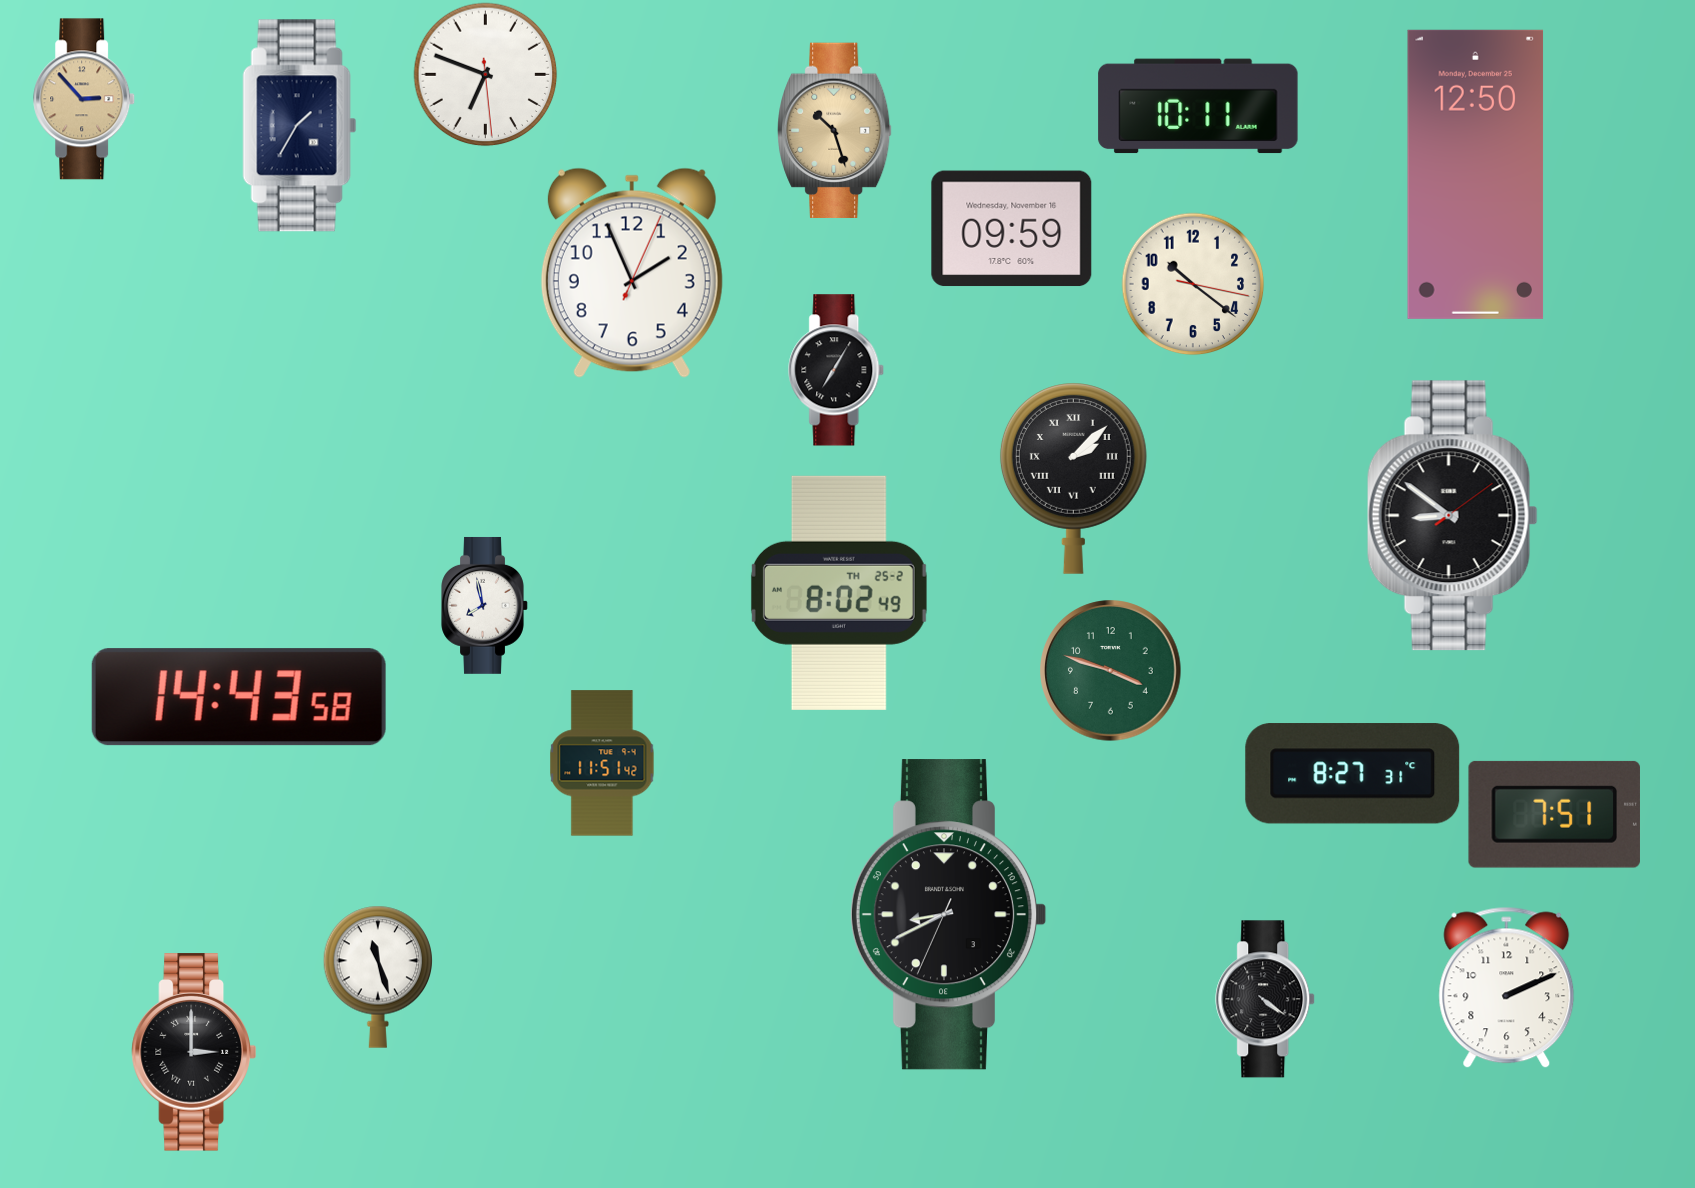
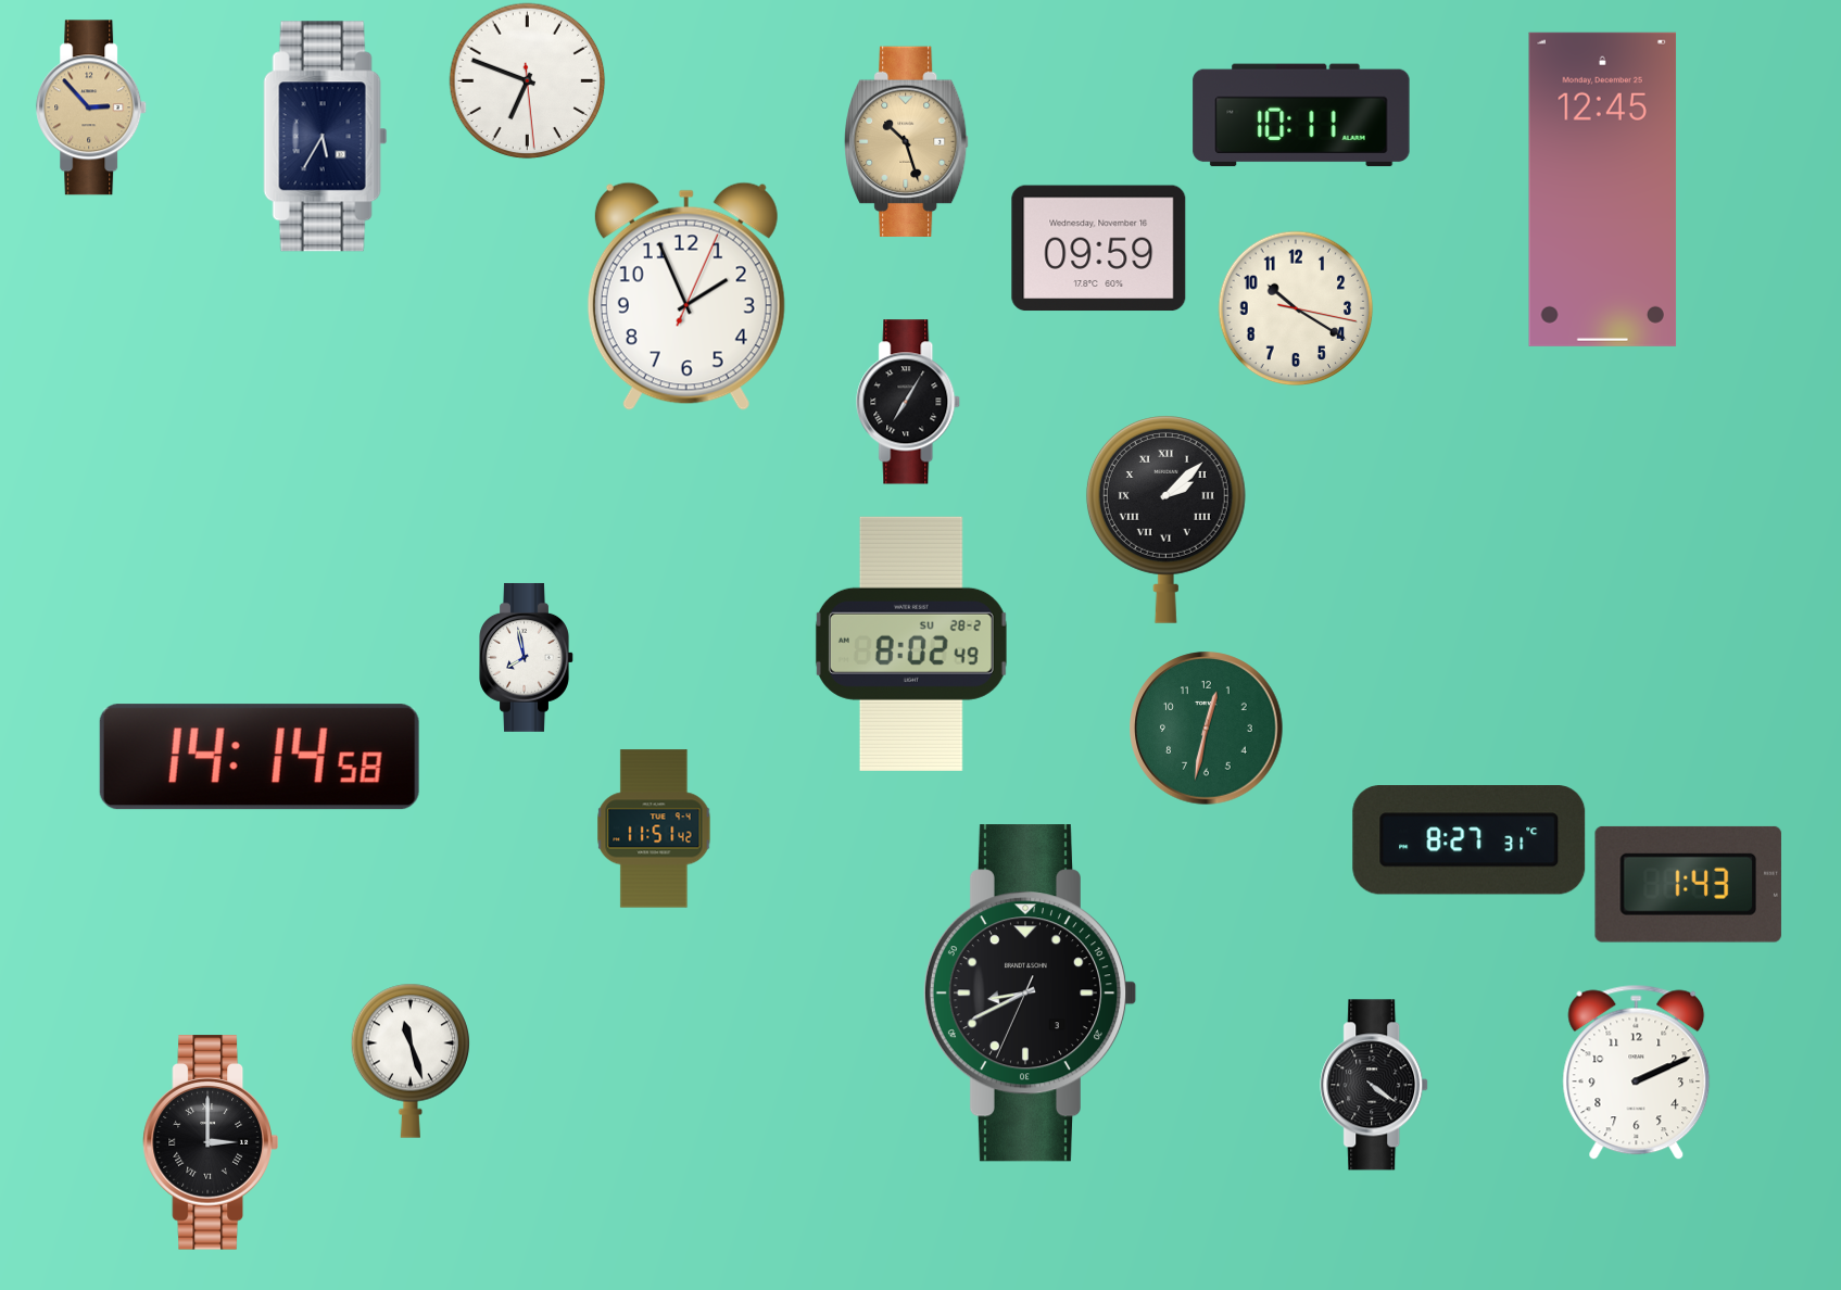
clock at (300, 126): 1:35 -> 5:35
clock at (1476, 174): 12:50 -> 12:45
clock at (1193, 284): 10:21 -> 10:20
clock at (1452, 516): 8:51 -> none
clock at (839, 593) date: TH 25-2 -> SU 28-2
clock at (1111, 671): 3:48 -> 12:32
clock at (239, 697): 14:43 -> 14:14
clock at (1554, 814): 7:51 -> 1:43
